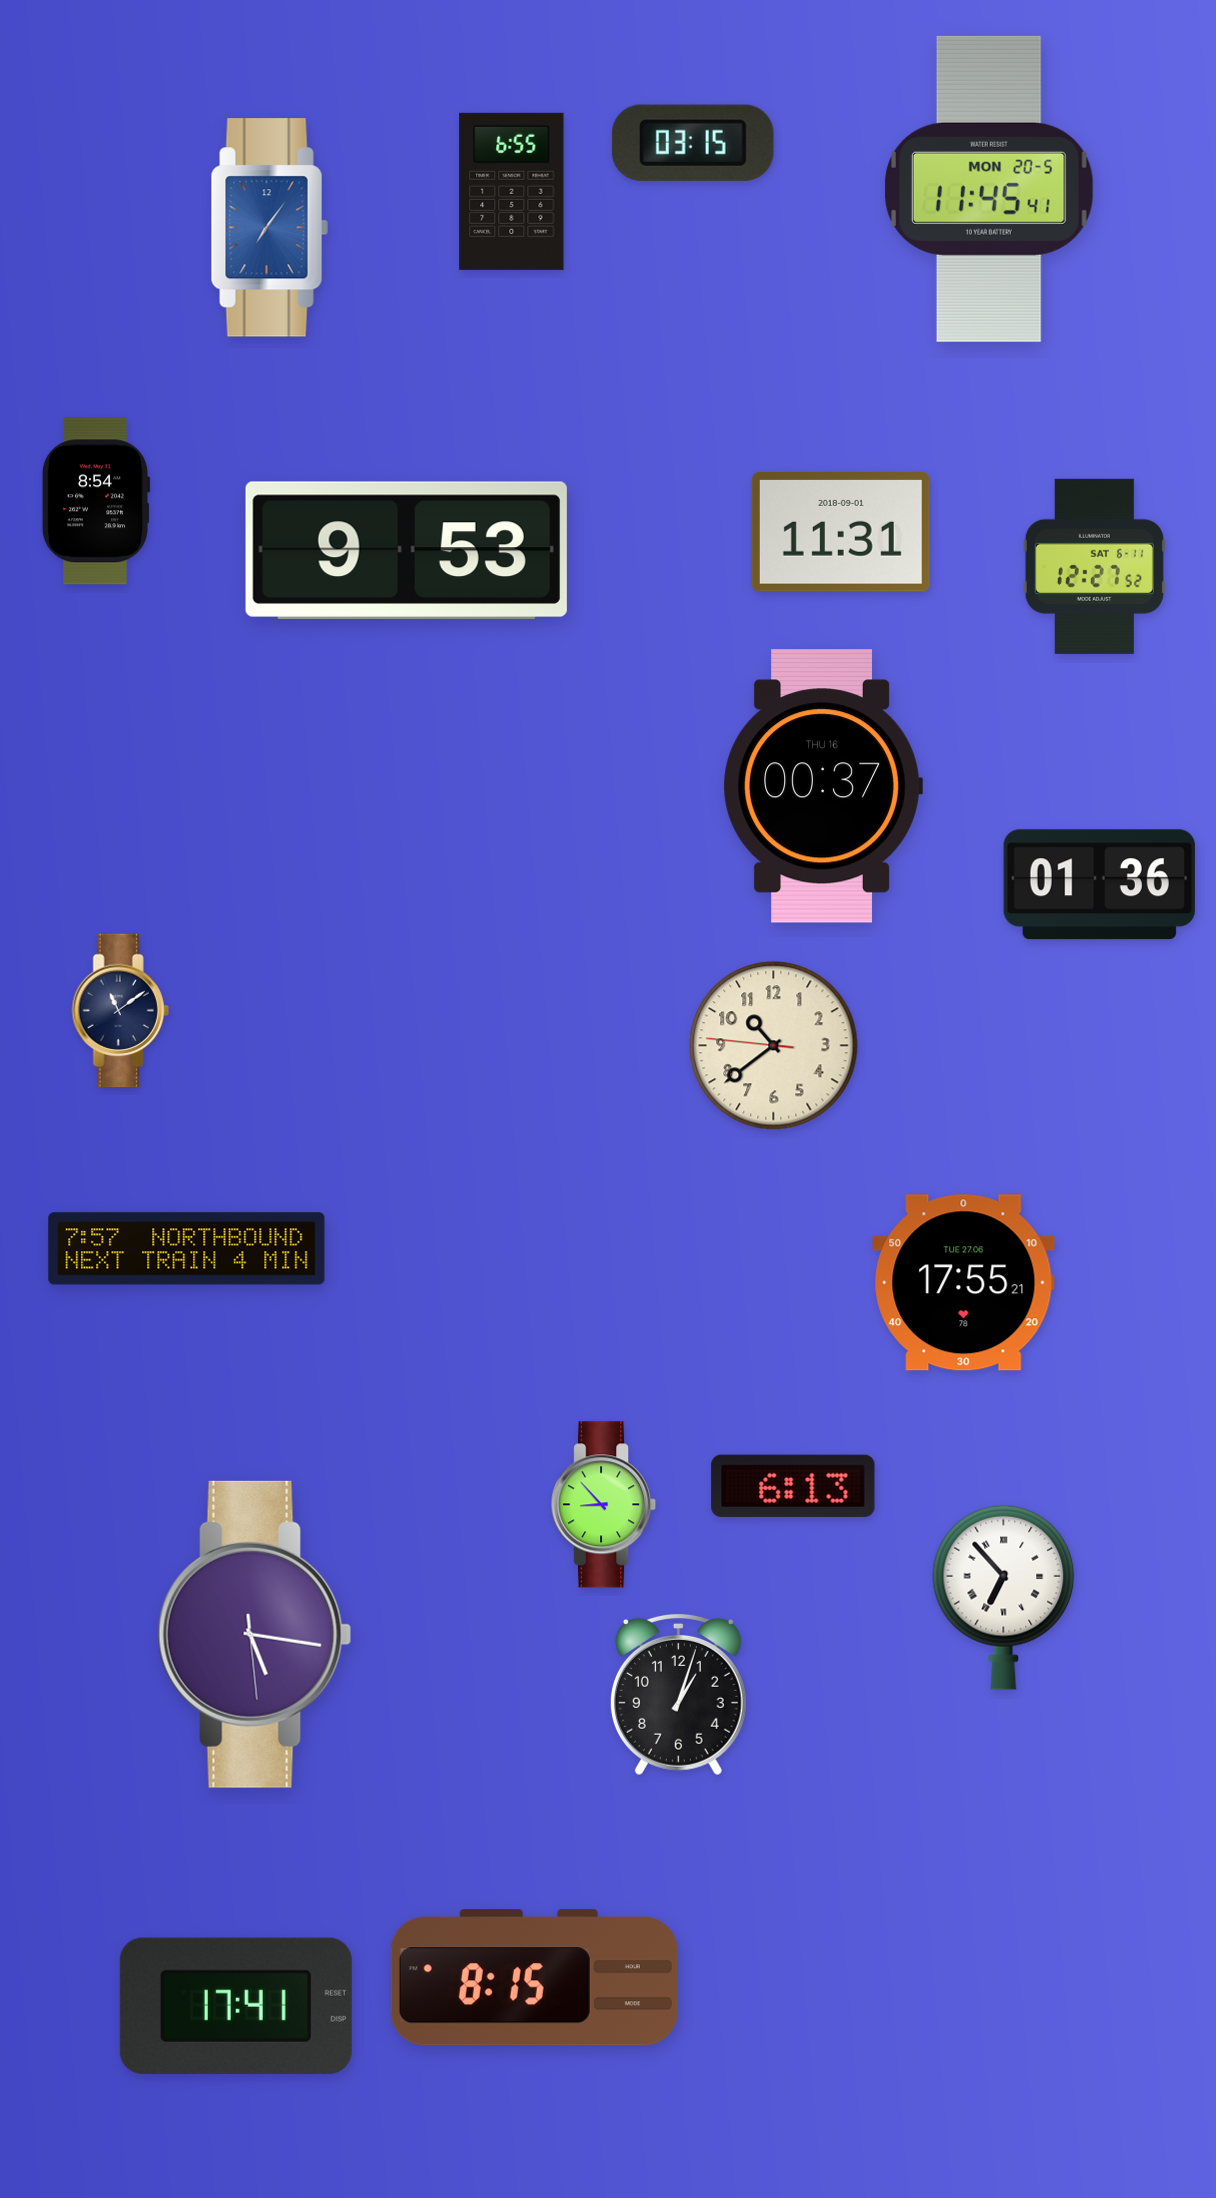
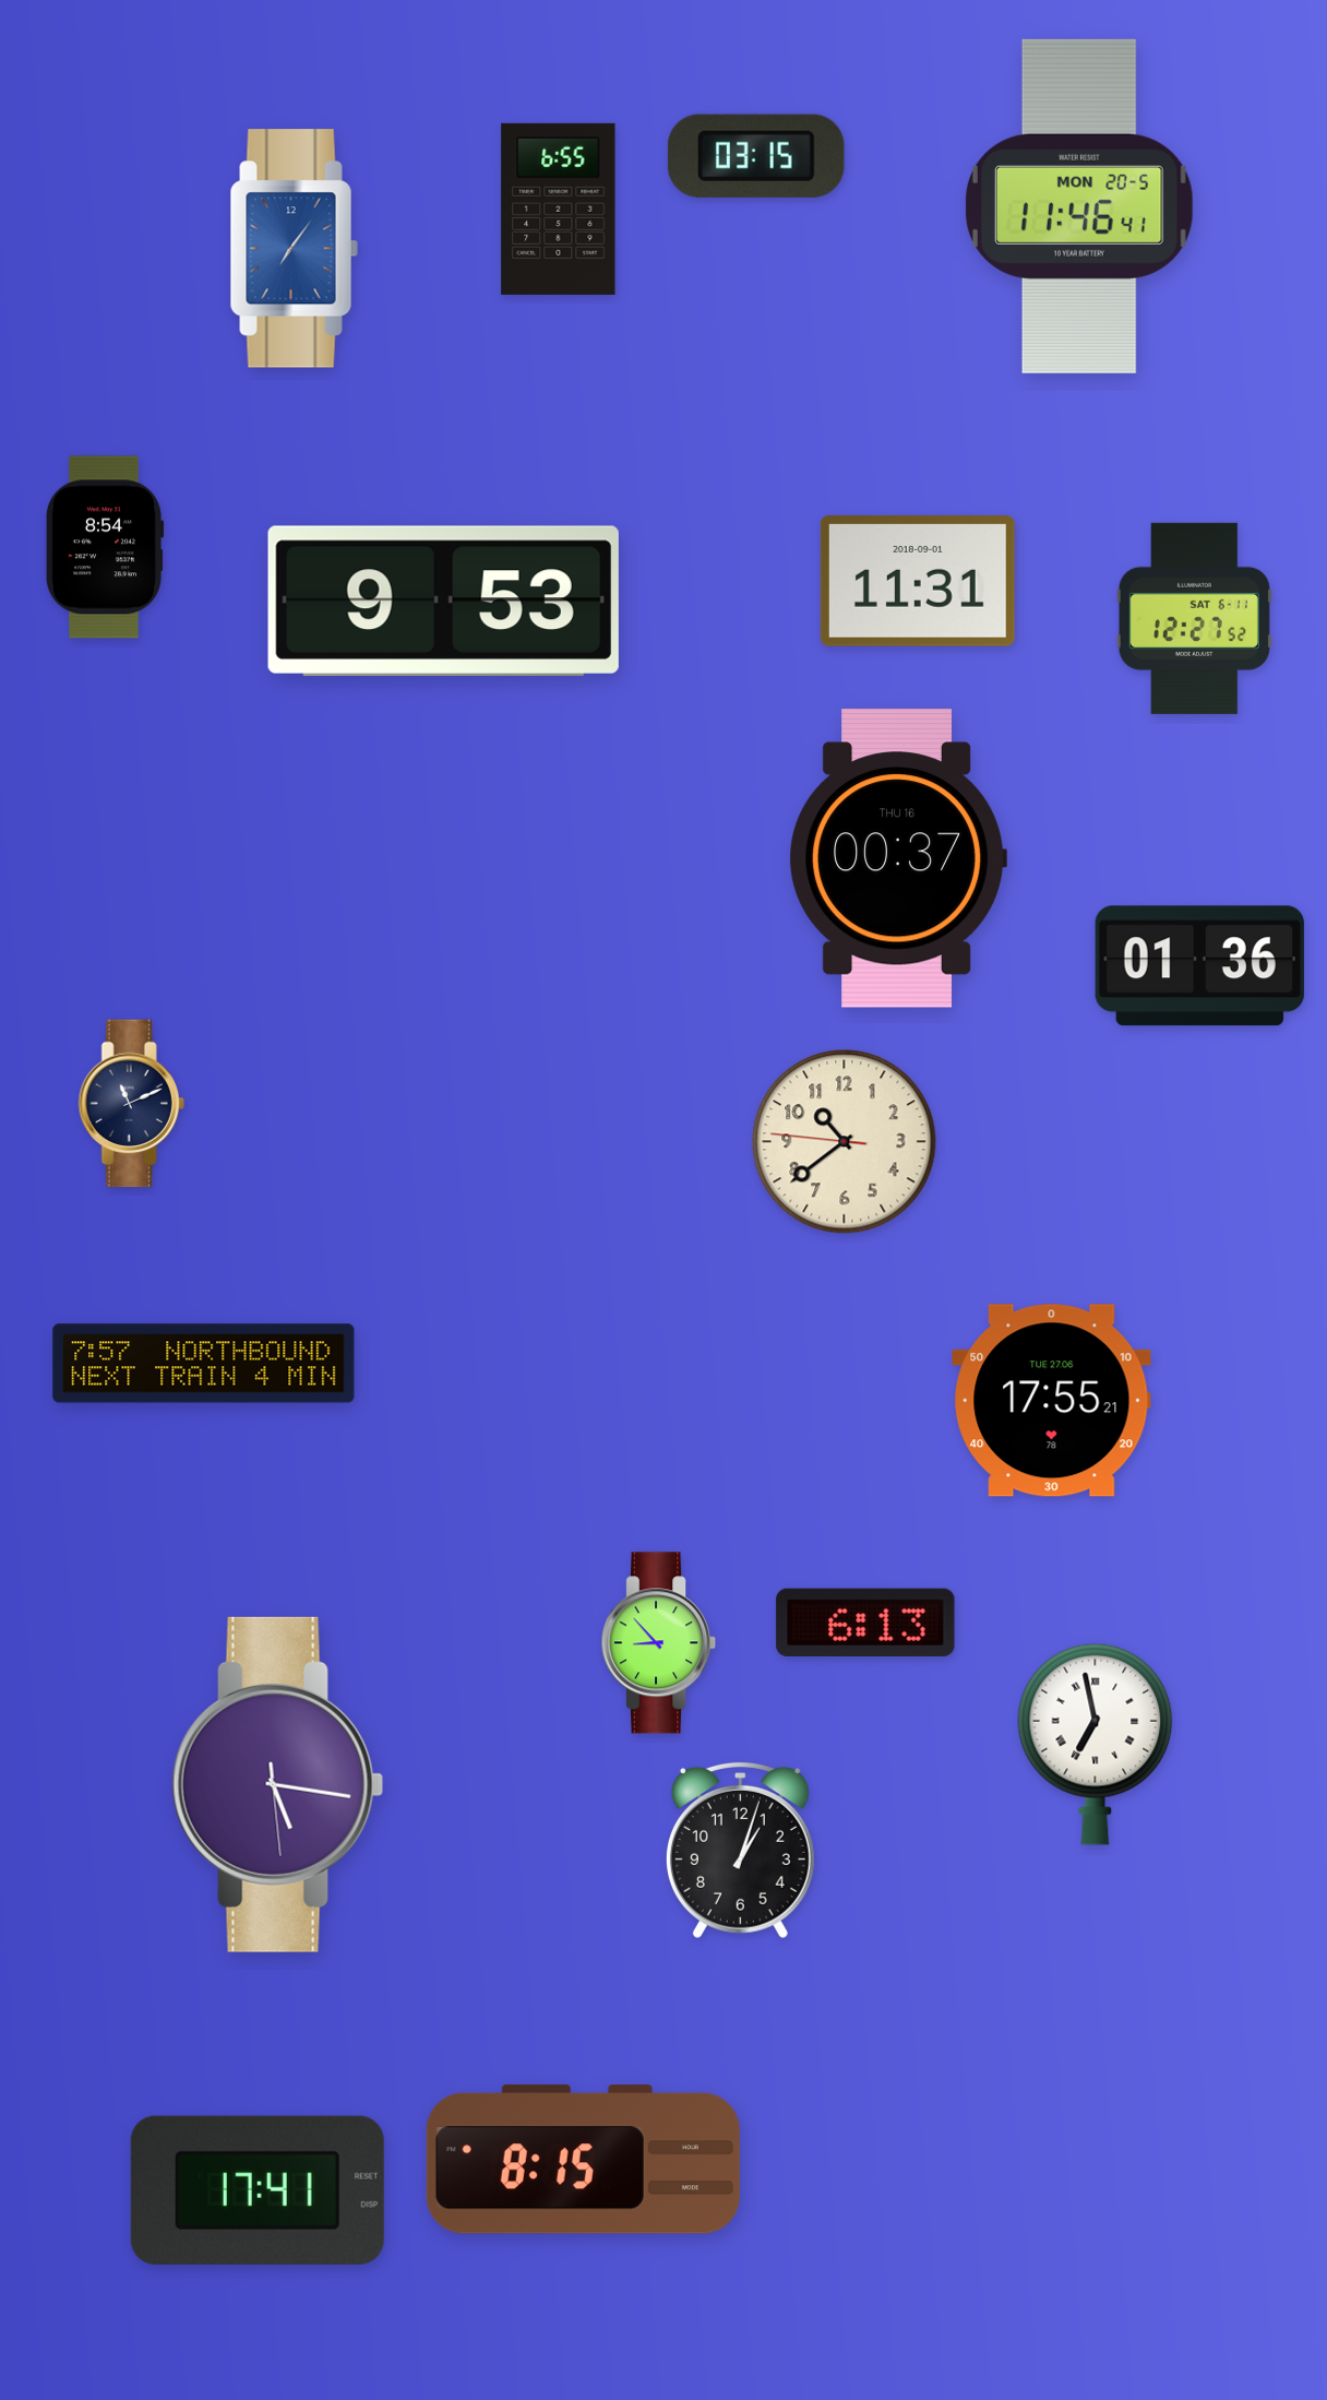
clock at (989, 189): 11:45 -> 11:46
clock at (120, 1011): 11:09 -> 11:11
clock at (1004, 1597): 6:53 -> 6:58
